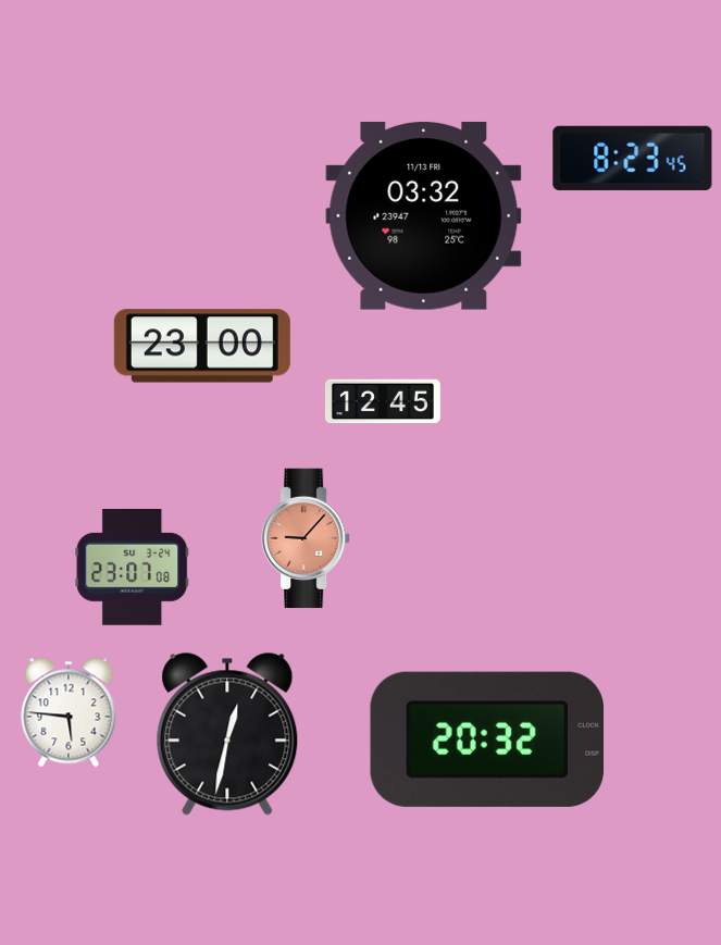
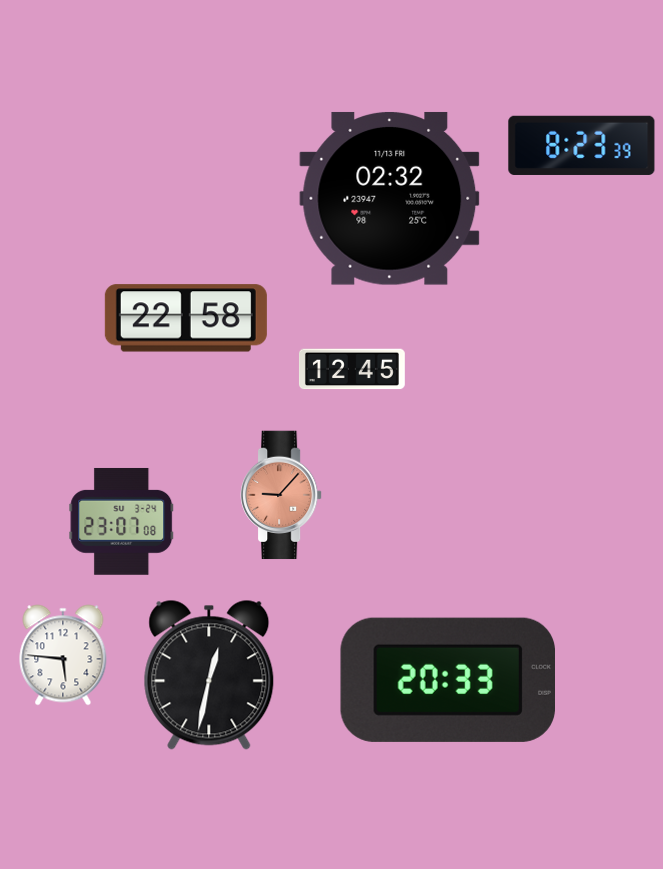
clock at (633, 158): 8:23:45 -> 8:23:39
clock at (424, 215): 03:32 -> 02:32
clock at (202, 346): 23:00 -> 22:58
clock at (486, 739): 20:32 -> 20:33
